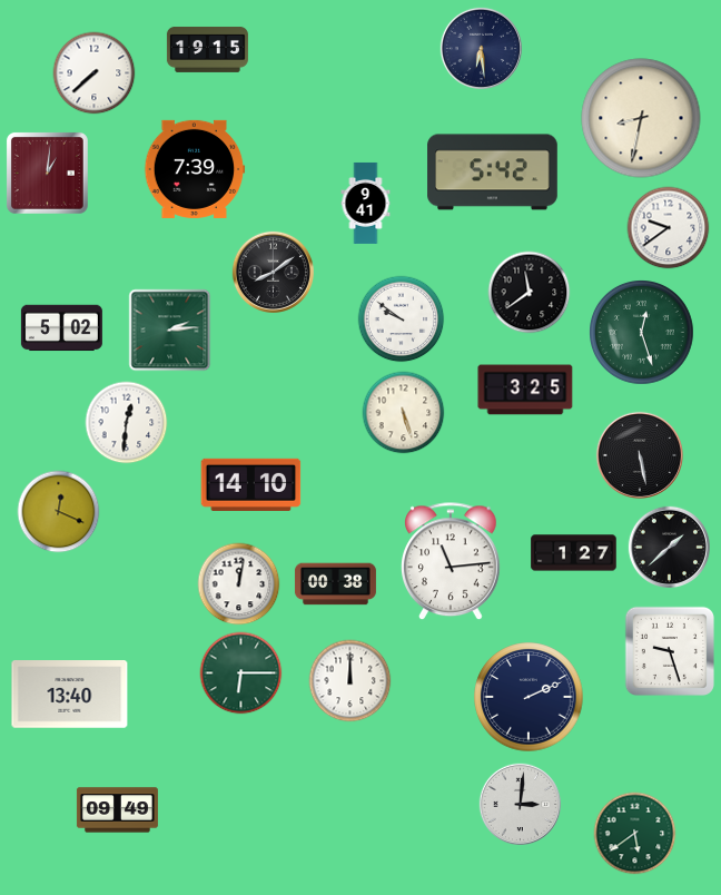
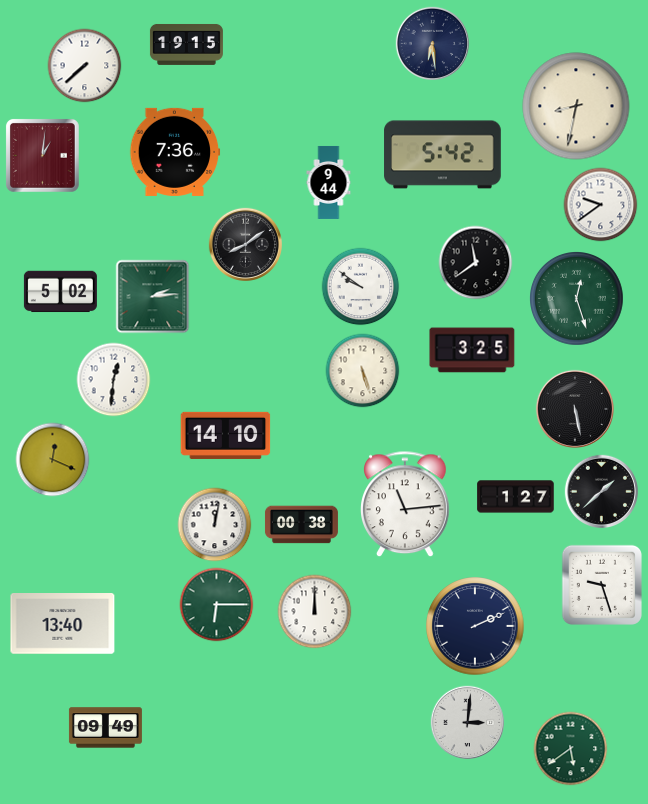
clock at (195, 169): 7:39 -> 7:36
clock at (366, 203): 9:41 -> 9:44
clock at (61, 328) position: (61, 328) -> (60, 292)
